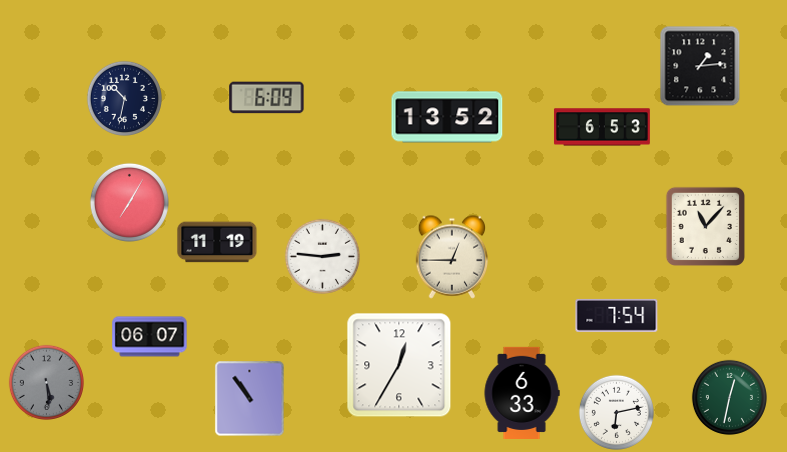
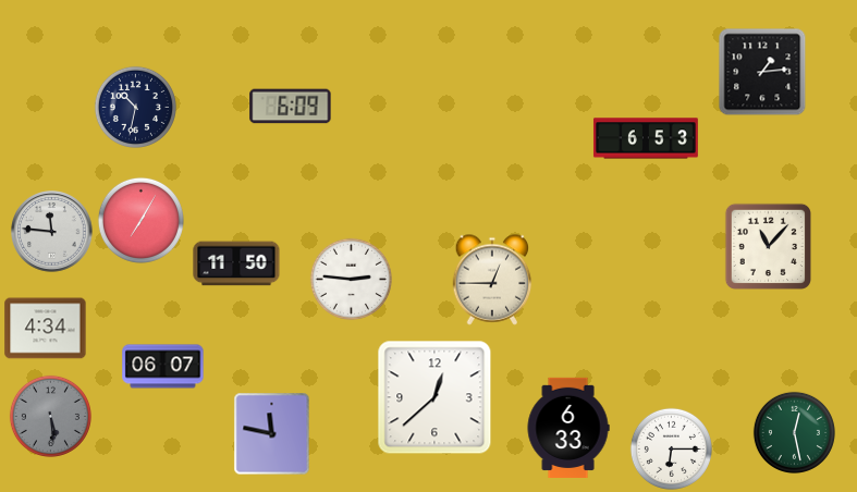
clock at (447, 117): 13:52 -> none
clock at (602, 127) position: (602, 127) -> (646, 138)
clock at (52, 232): none -> 11:46
clock at (217, 242): 11:19 -> 11:50
clock at (46, 329): none -> 4:34
clock at (617, 315): 7:54 -> none
clock at (399, 365): 12:35 -> 12:38
clock at (729, 397): 12:32 -> 12:28
clock at (250, 399): 10:54 -> 11:47
clock at (616, 412): 6:13 -> 6:15
